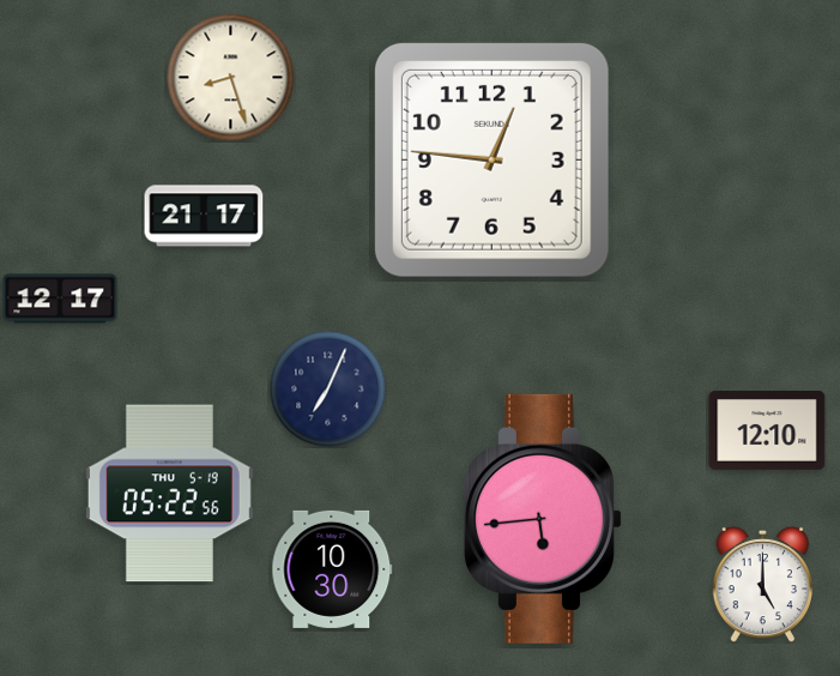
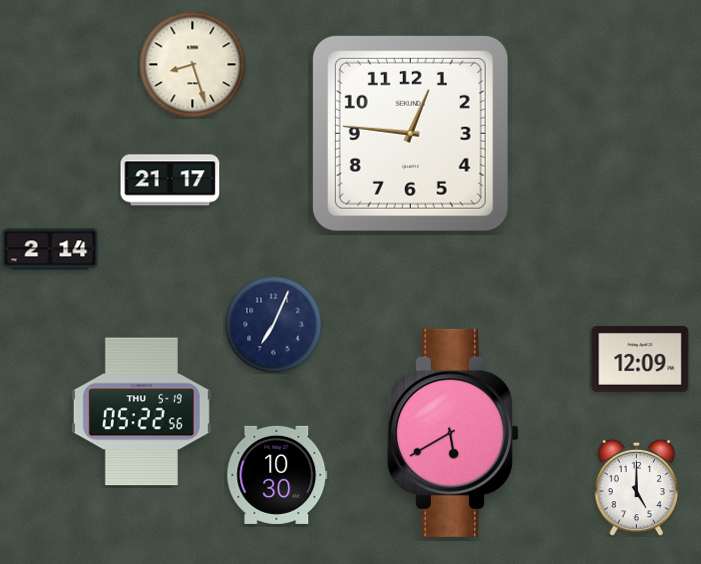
clock at (60, 298): 12:17 -> 2:14
clock at (767, 431): 12:10 -> 12:09
clock at (543, 519): 5:44 -> 5:40
